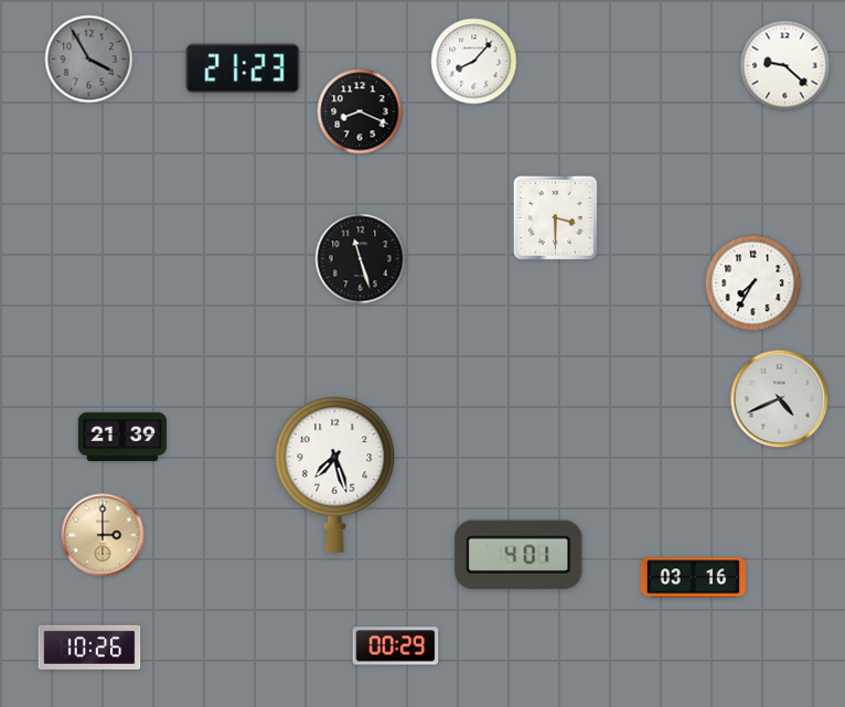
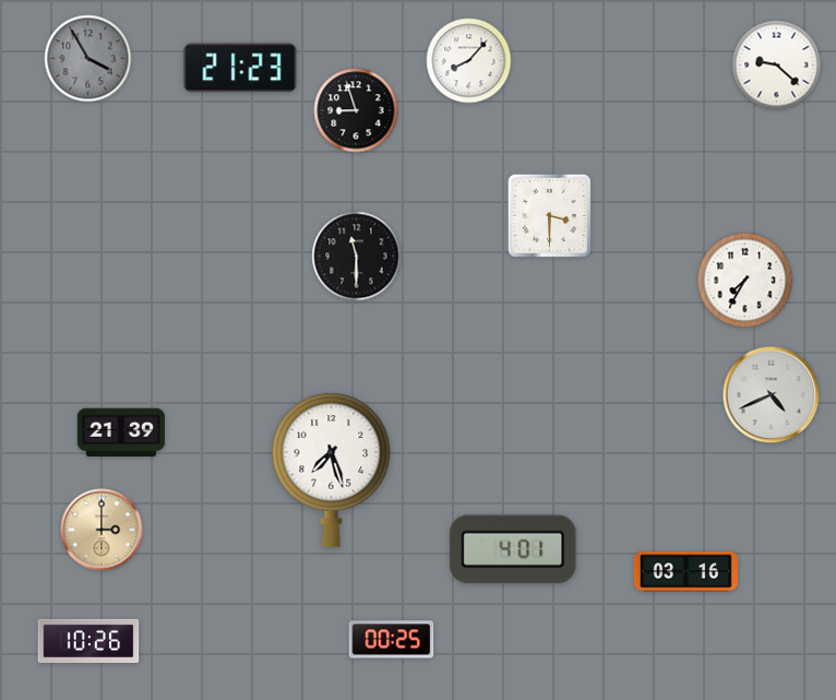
clock at (360, 111): 8:19 -> 8:57
clock at (361, 259): 11:27 -> 11:30
clock at (396, 646): 00:29 -> 00:25
